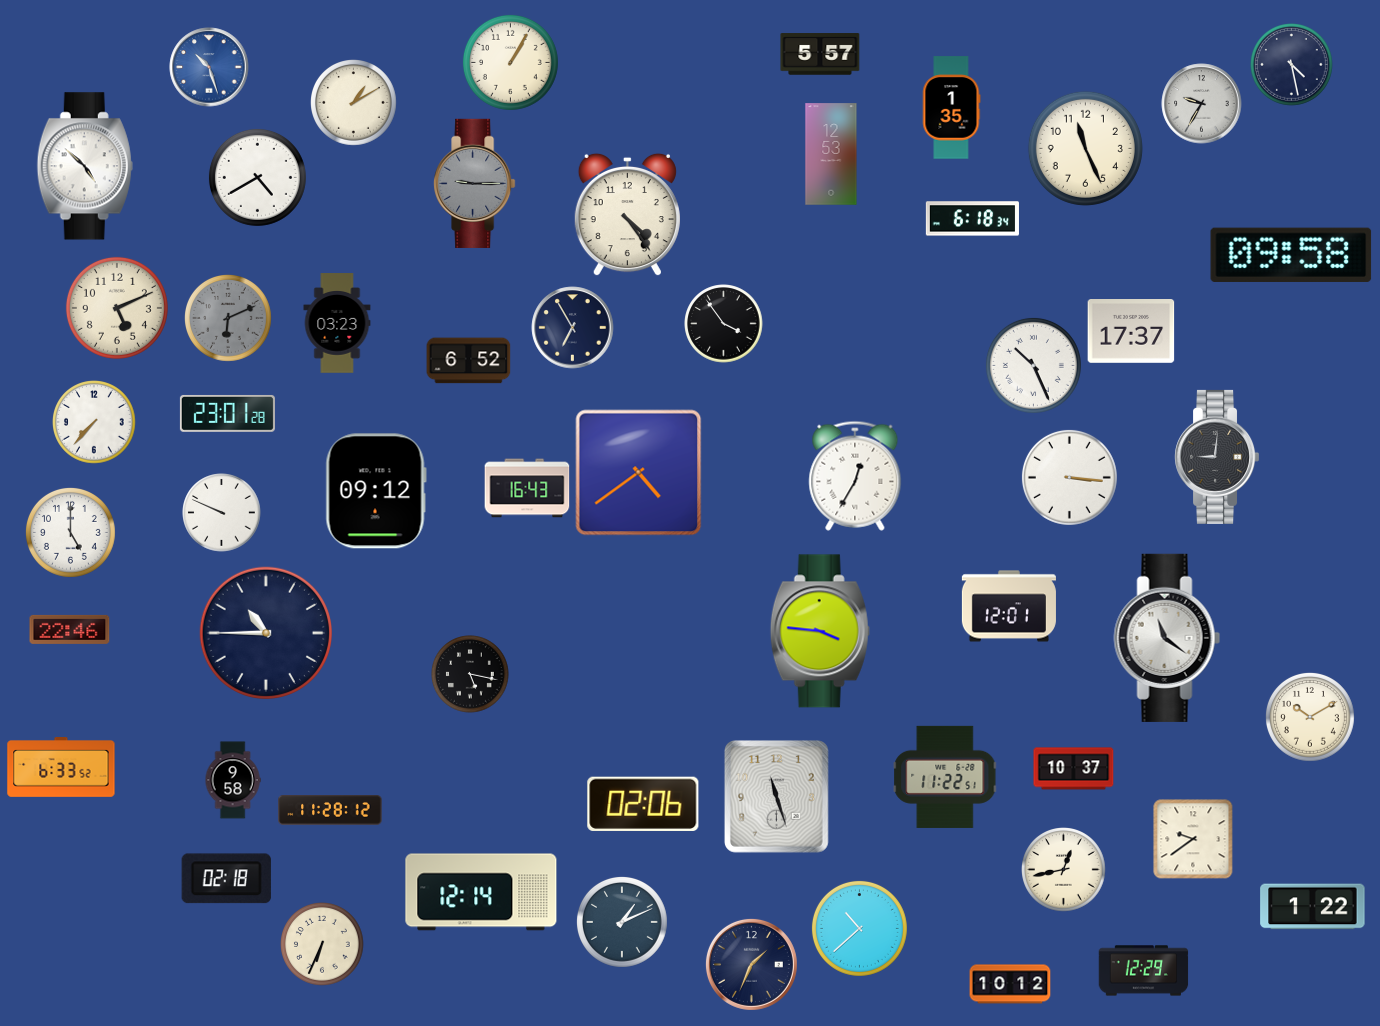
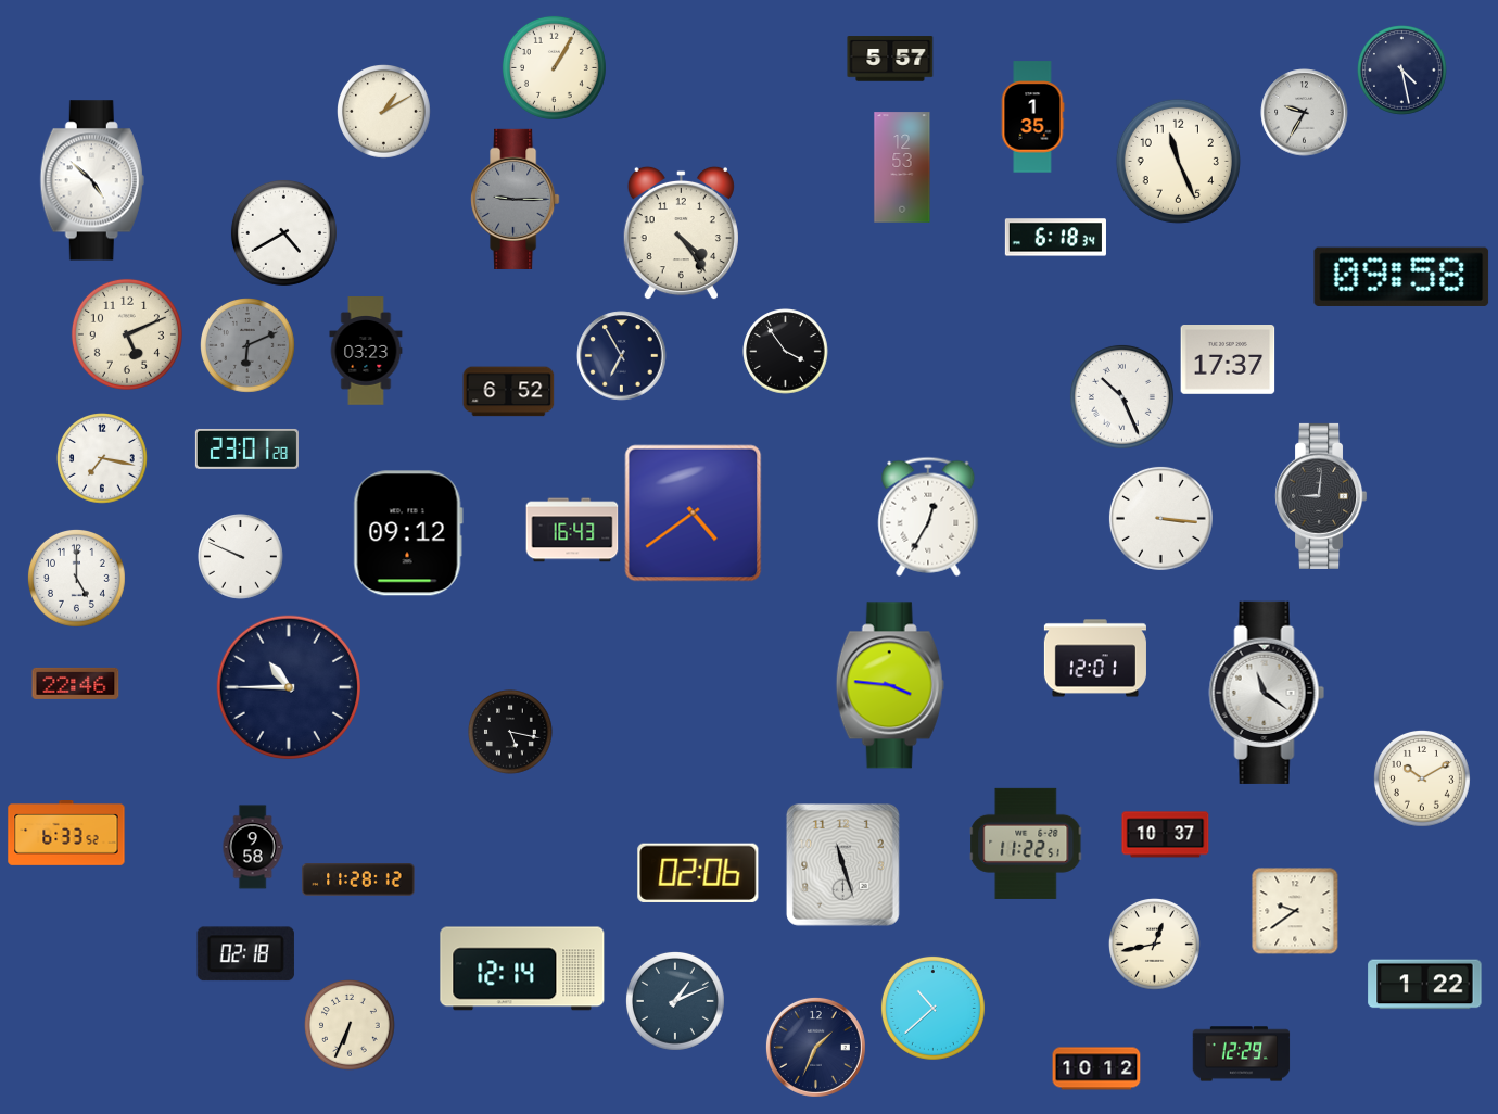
clock at (209, 67): 10:27 -> none
clock at (257, 177) position: (257, 177) -> (283, 232)
clock at (95, 423): 7:37 -> 7:17
